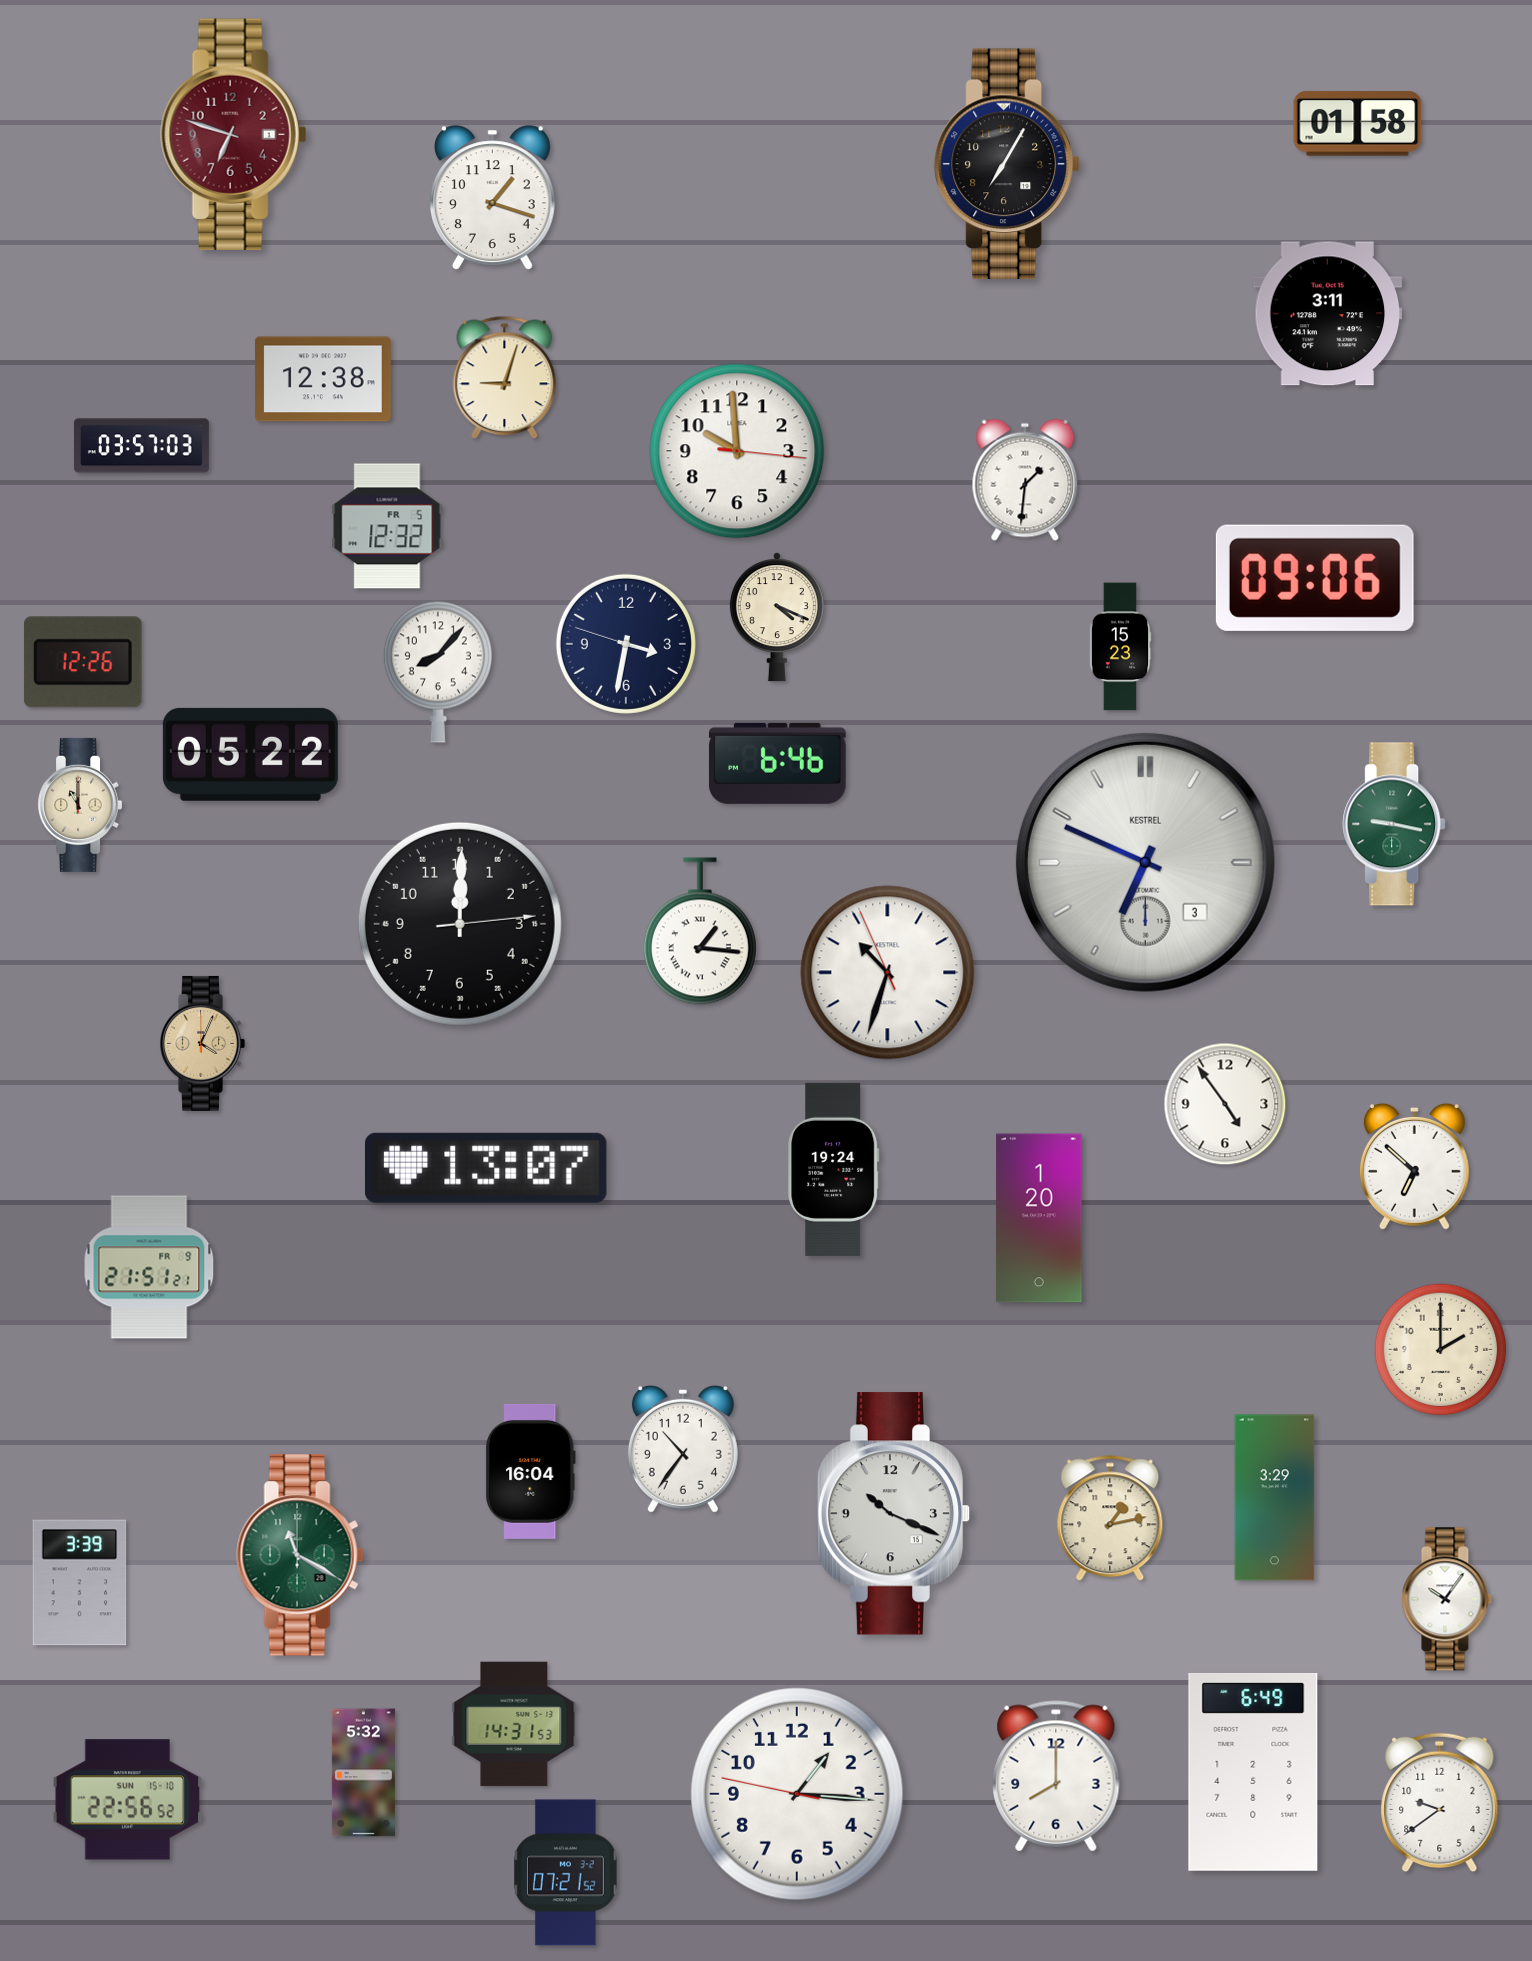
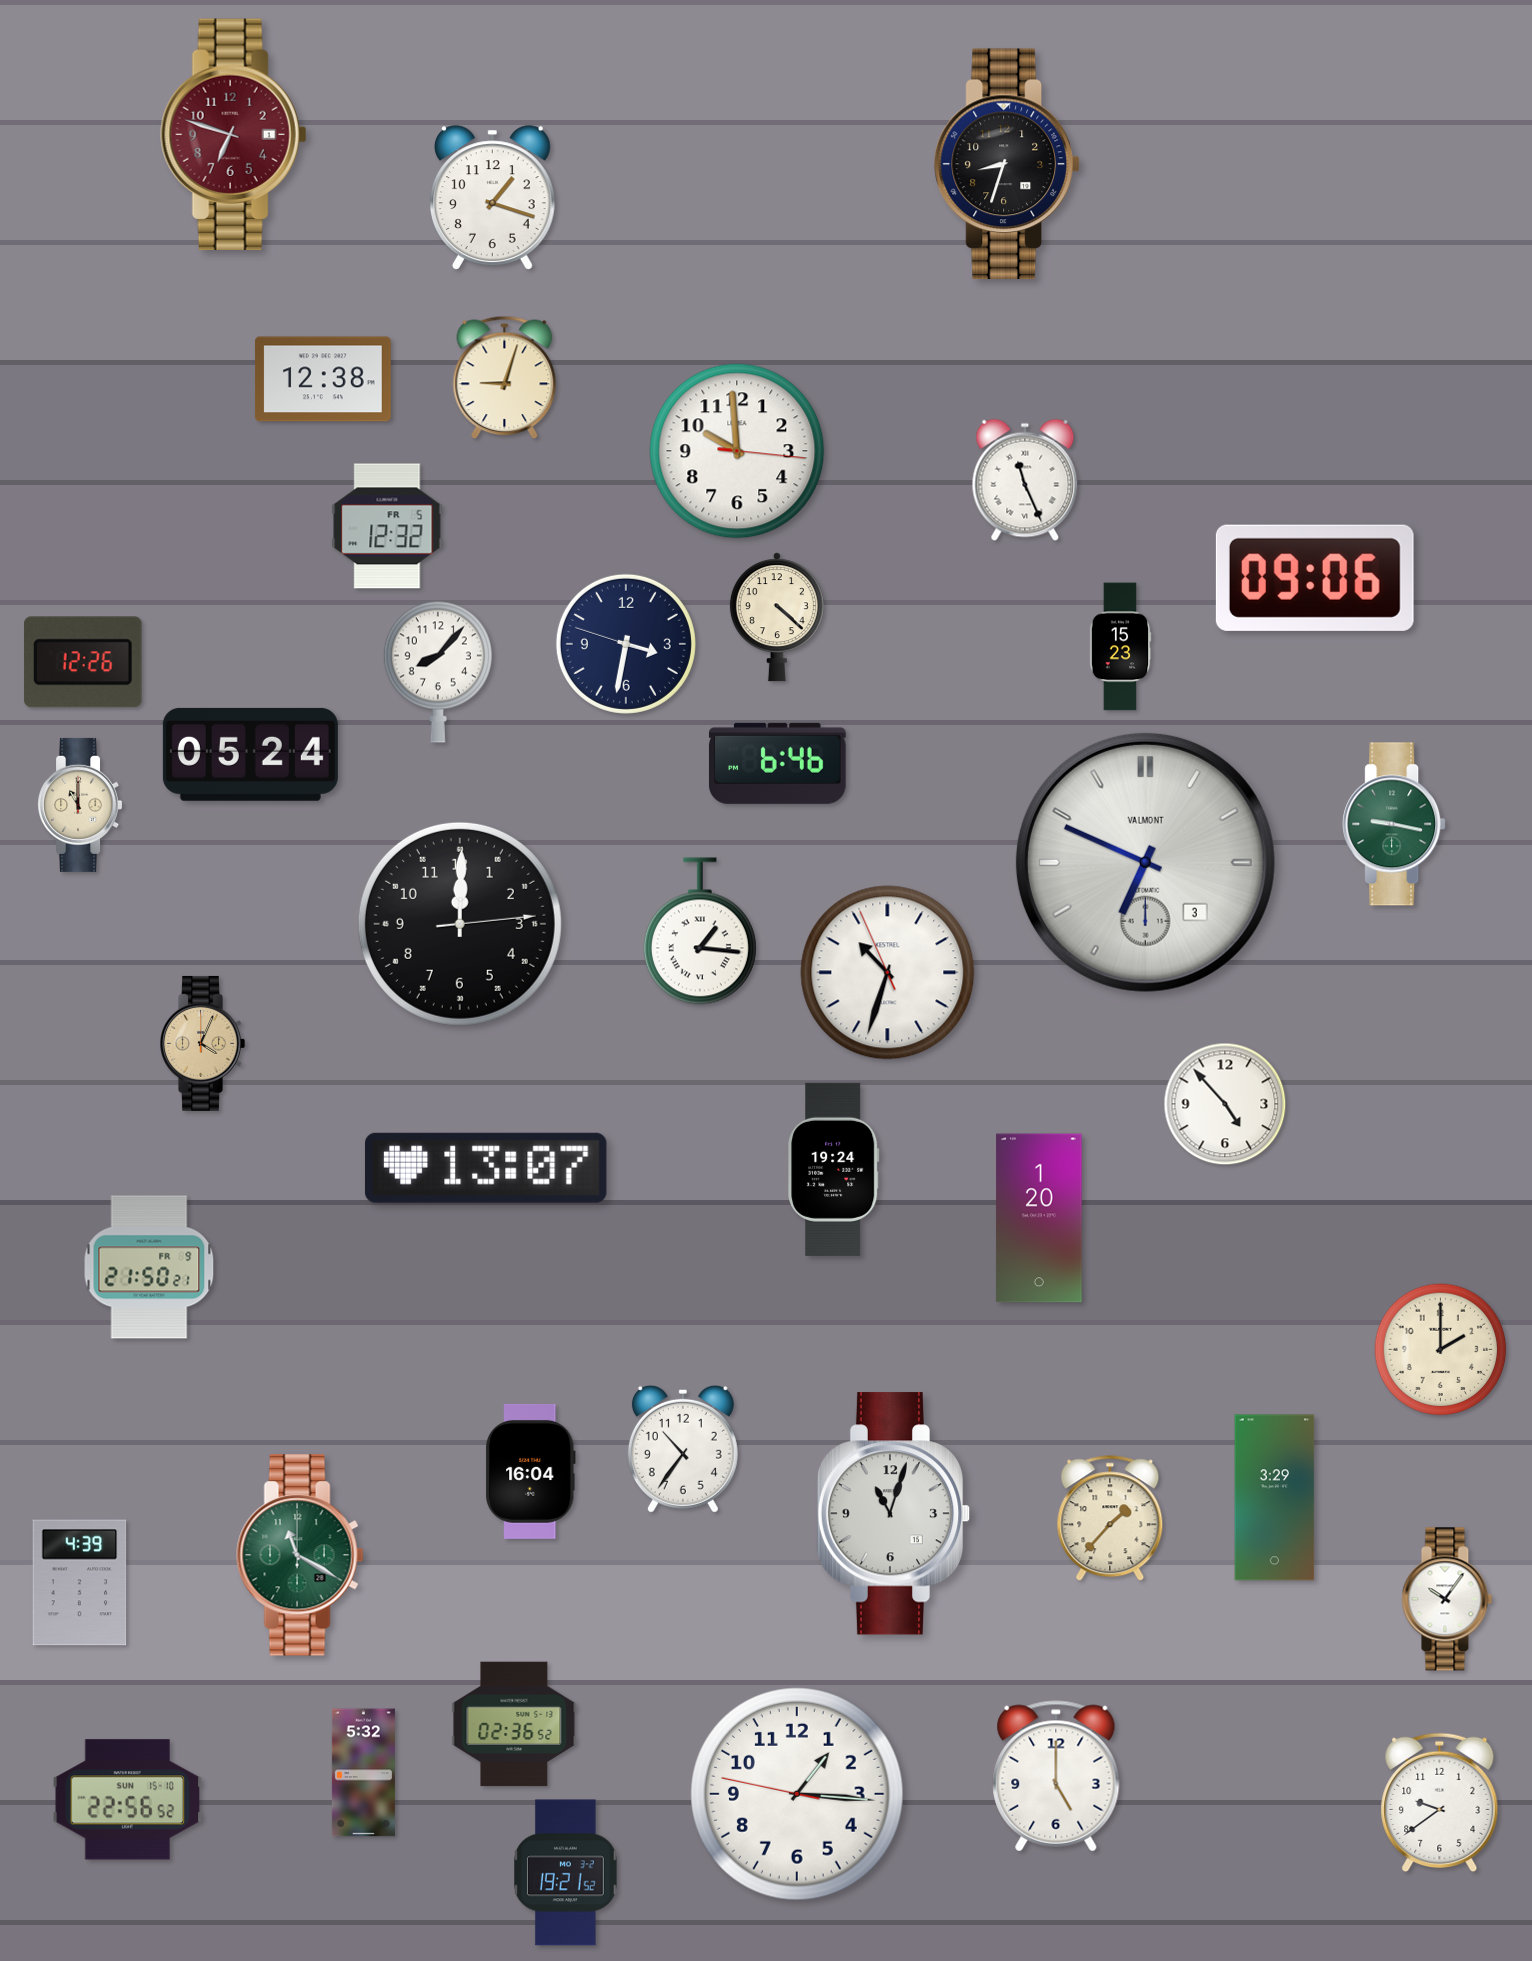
clock at (1358, 124): 01:58 -> none
clock at (1007, 164): 7:05 -> 8:33
clock at (1328, 314): 3:11 -> none
clock at (141, 446): 03:57 -> none
clock at (1025, 480): 1:31 -> 11:26
clock at (777, 617): 4:19 -> 4:22
clock at (250, 754): 05:22 -> 05:24
clock at (1145, 862) brand: KESTREL -> VALMONT
clock at (1225, 1104): 4:54 -> 4:53
clock at (1414, 1166): 6:52 -> none
clock at (149, 1267): 21:51 -> 21:50
clock at (894, 1514): 10:19 -> 11:03
clock at (1110, 1519): 1:13 -> 1:37
clock at (80, 1583): 3:39 -> 4:39
clock at (514, 1724): 14:31 -> 02:36
clock at (1253, 1772): 6:49 -> none
clock at (1056, 1776): 8:00 -> 5:00
clock at (566, 1873): 07:21 -> 19:21
